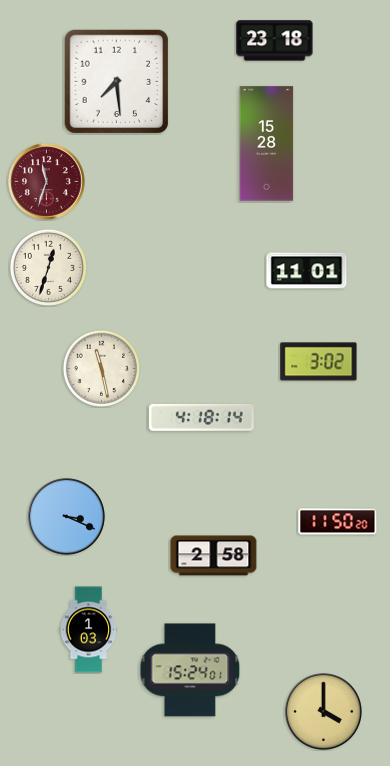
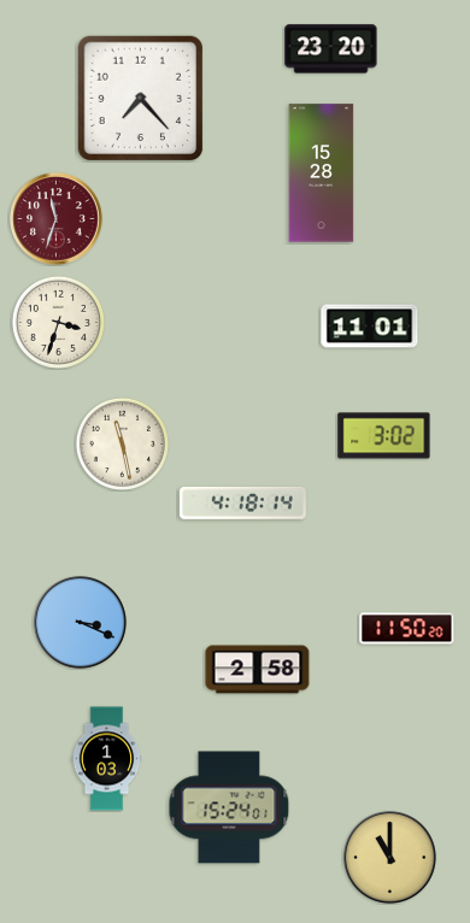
clock at (275, 41): 23:18 -> 23:20
clock at (117, 82): 7:29 -> 7:23
clock at (48, 267): 12:33 -> 3:33
clock at (324, 712): 4:00 -> 11:00
